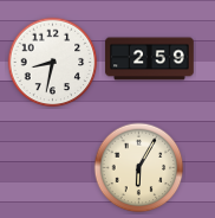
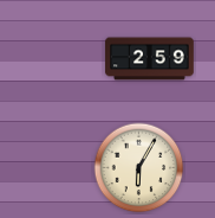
clock at (53, 63): 8:32 -> none
